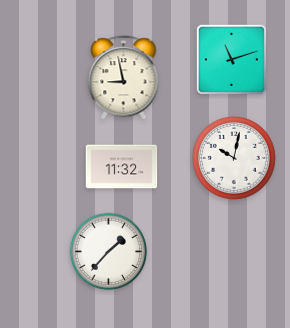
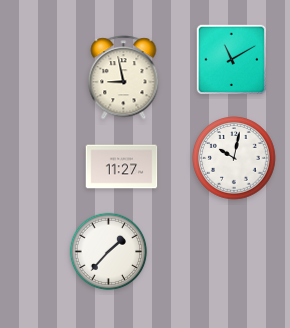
clock at (231, 59): 11:12 -> 11:10
clock at (122, 167): 11:32 -> 11:27
